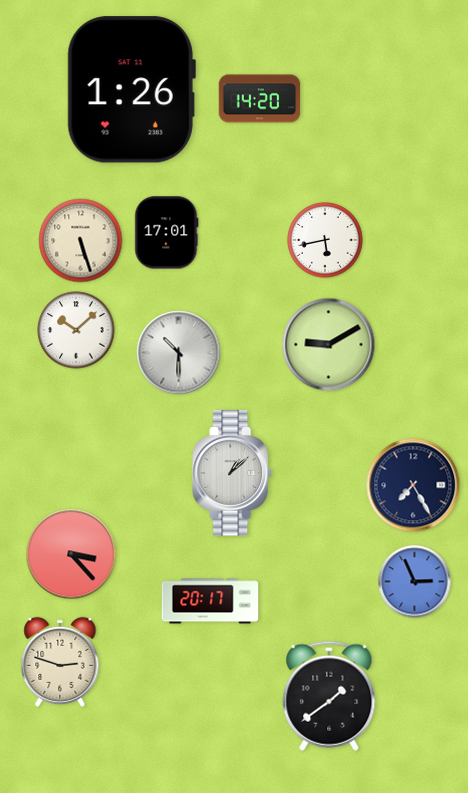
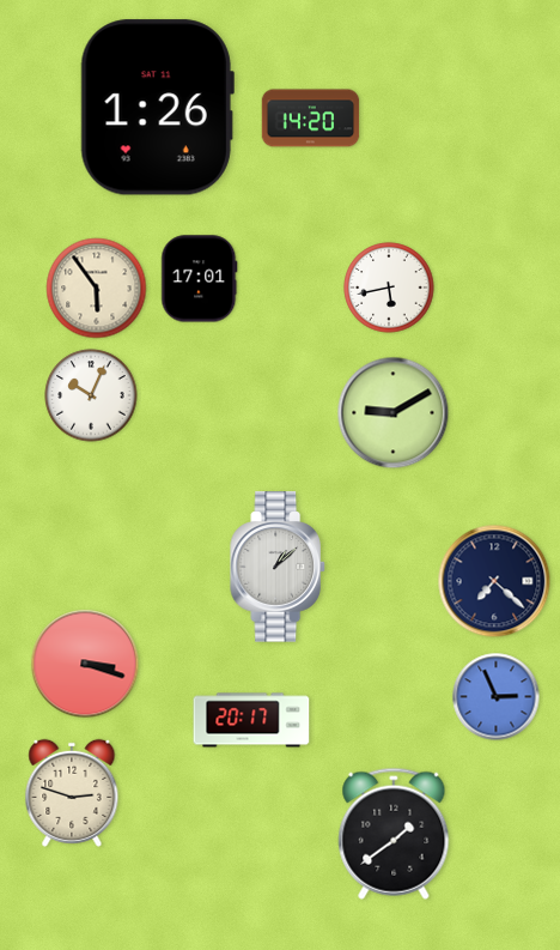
clock at (81, 241): 5:27 -> 5:54
clock at (76, 330): 10:08 -> 10:04
clock at (179, 353): 10:30 -> none
clock at (413, 485): 7:25 -> 7:22
clock at (71, 554): 3:23 -> 3:18
